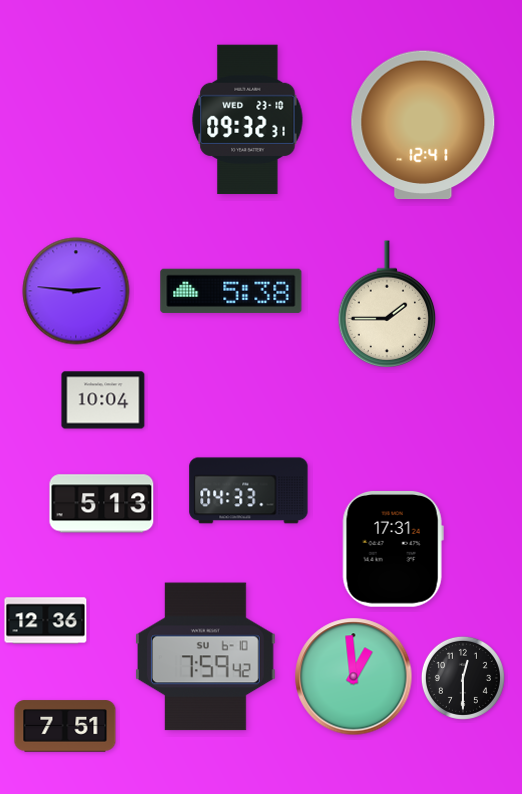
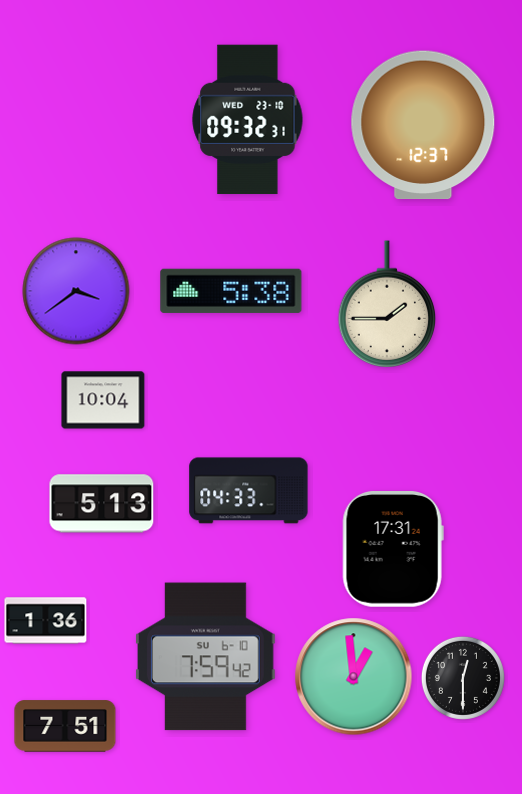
clock at (423, 125): 12:41 -> 12:37
clock at (76, 291): 2:46 -> 3:39
clock at (46, 621): 12:36 -> 1:36
